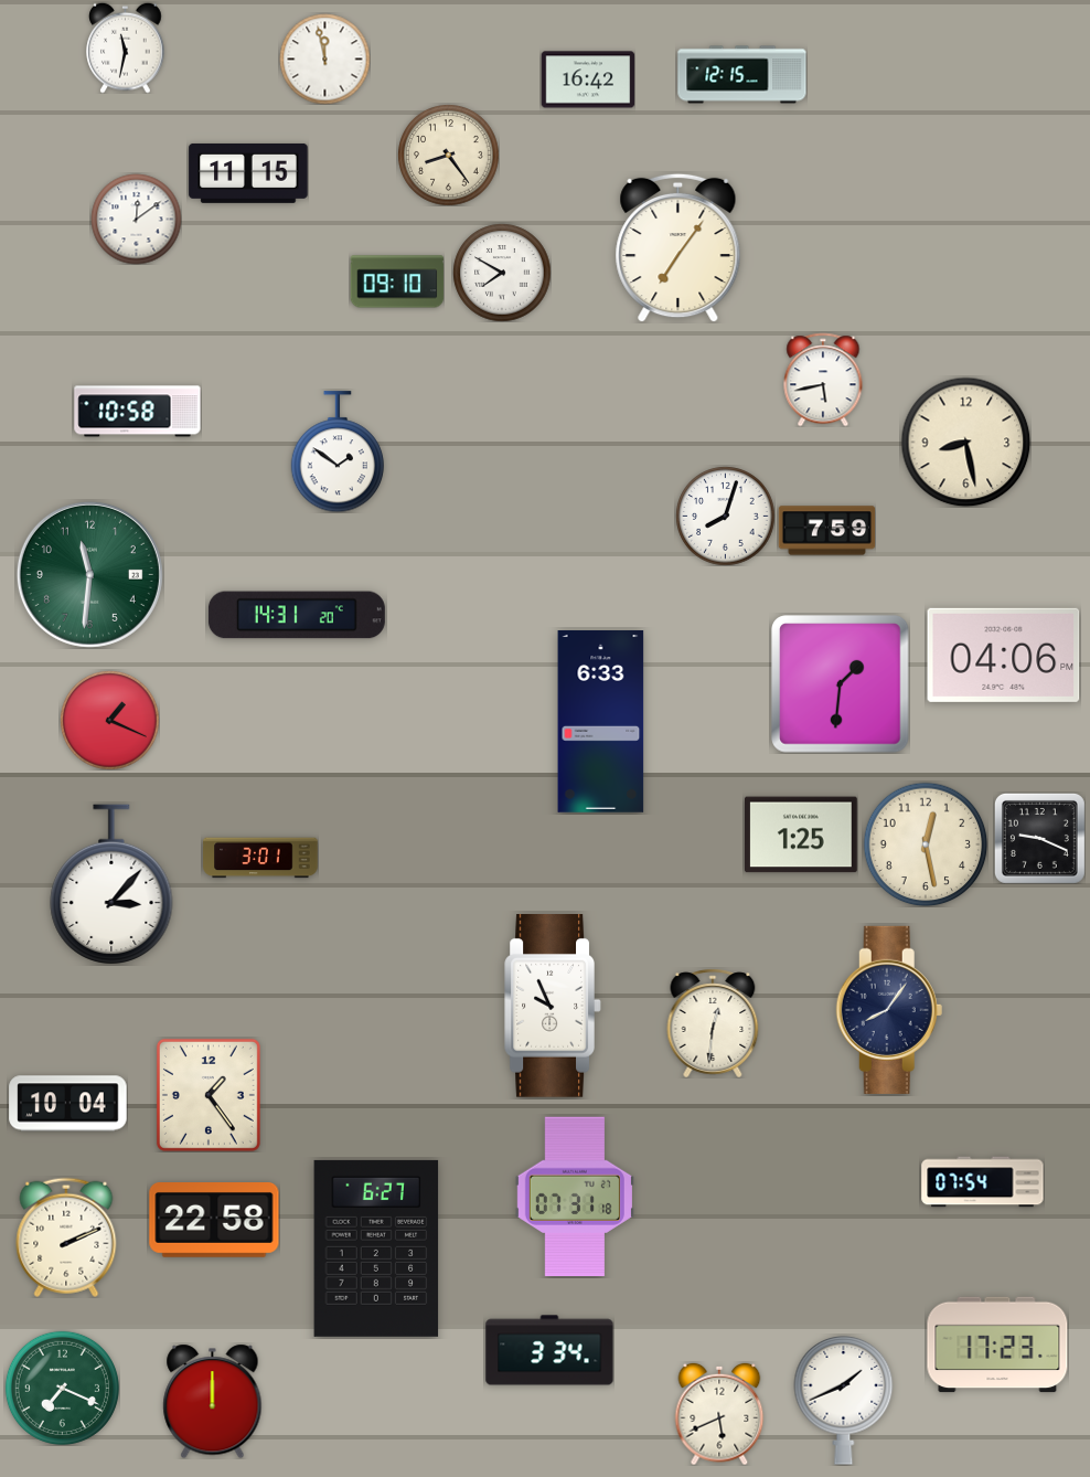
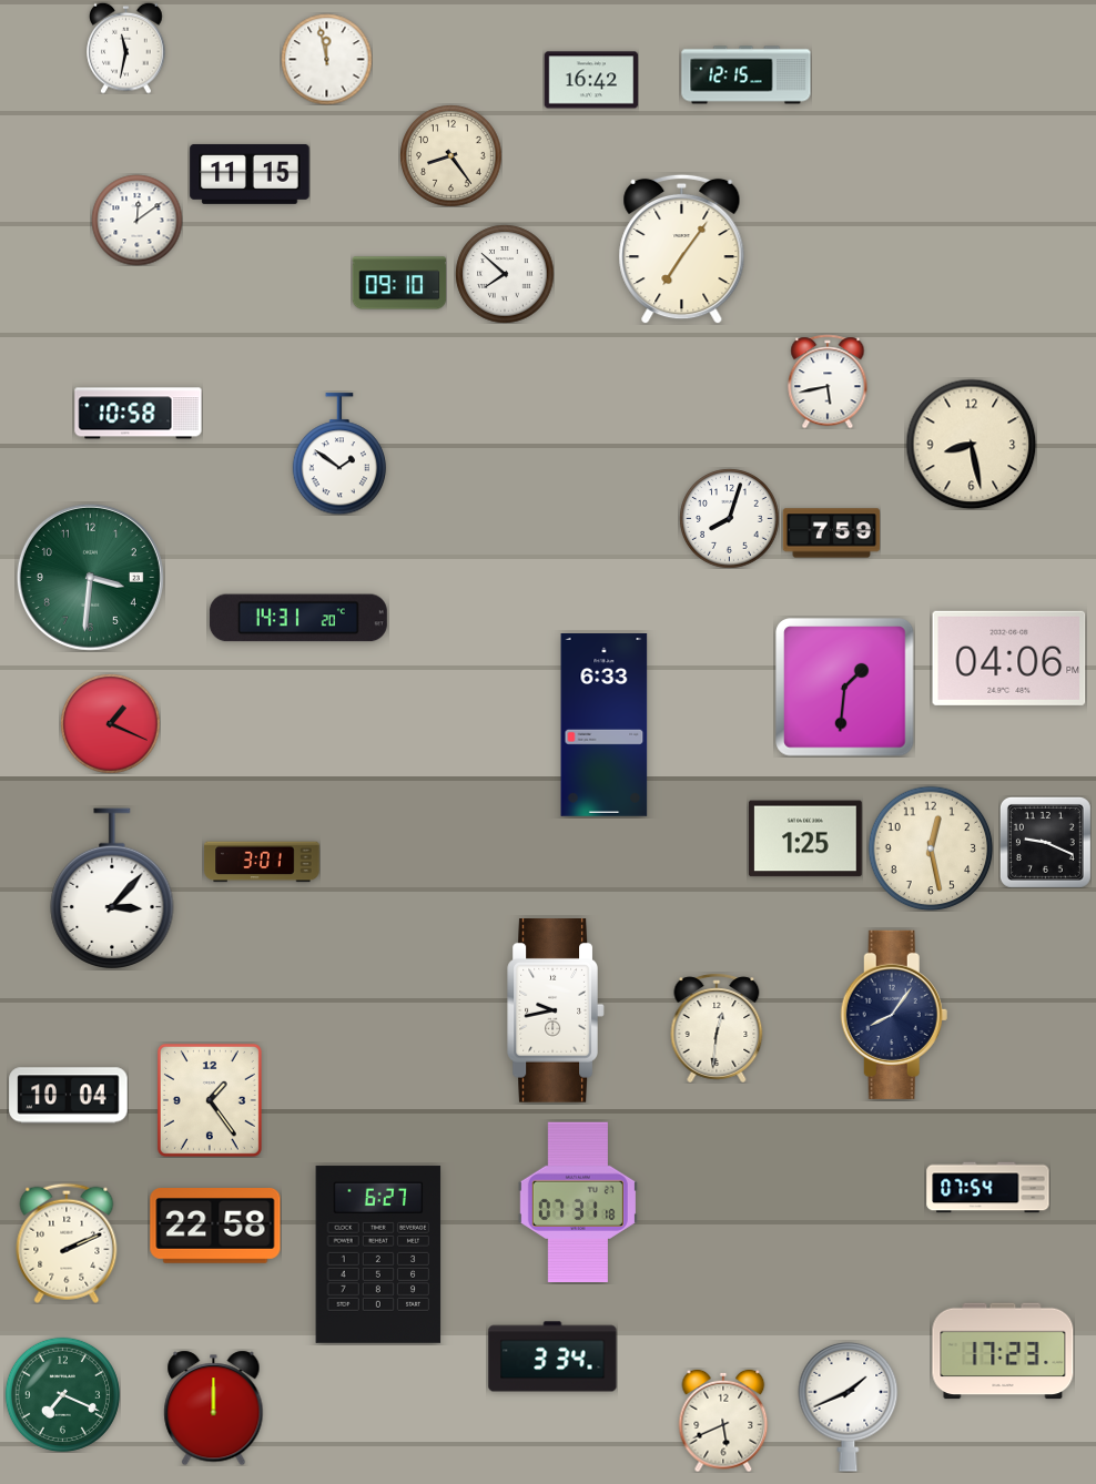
clock at (502, 273): 7:50 -> 7:52
clock at (89, 574): 11:31 -> 3:31
clock at (553, 1007): 9:56 -> 9:43
clock at (68, 1104) position: (68, 1104) -> (69, 1096)
